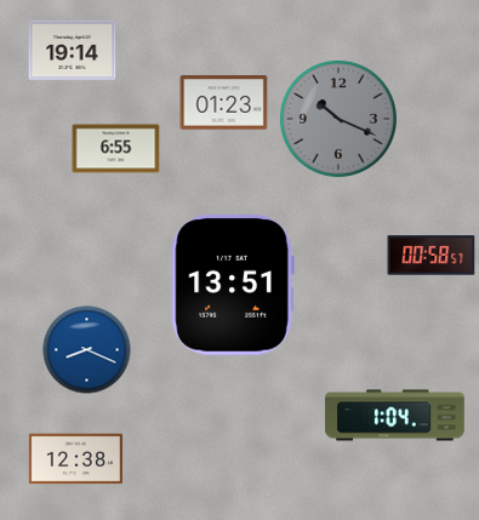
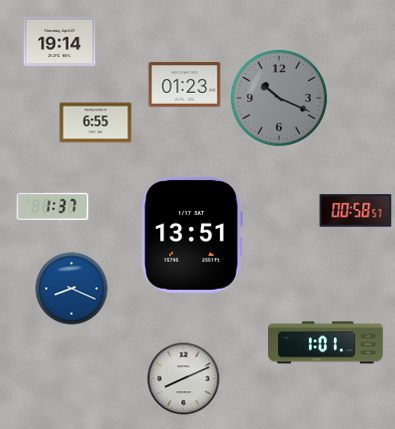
clock at (53, 207): none -> 1:37
clock at (395, 416): 1:04 -> 1:01
clock at (75, 459): 12:38 -> none
clock at (184, 379): none -> 8:11
